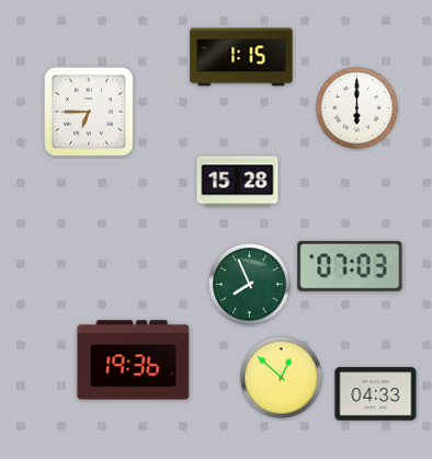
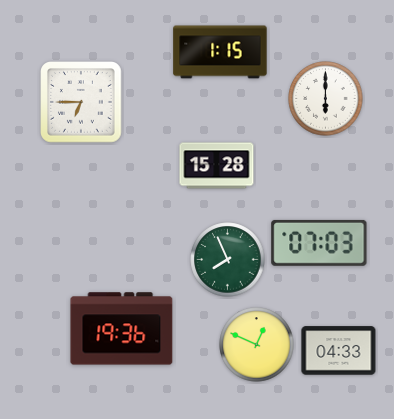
clock at (282, 378): 12:52 -> 12:49
clock at (376, 394) position: (376, 394) -> (339, 351)
